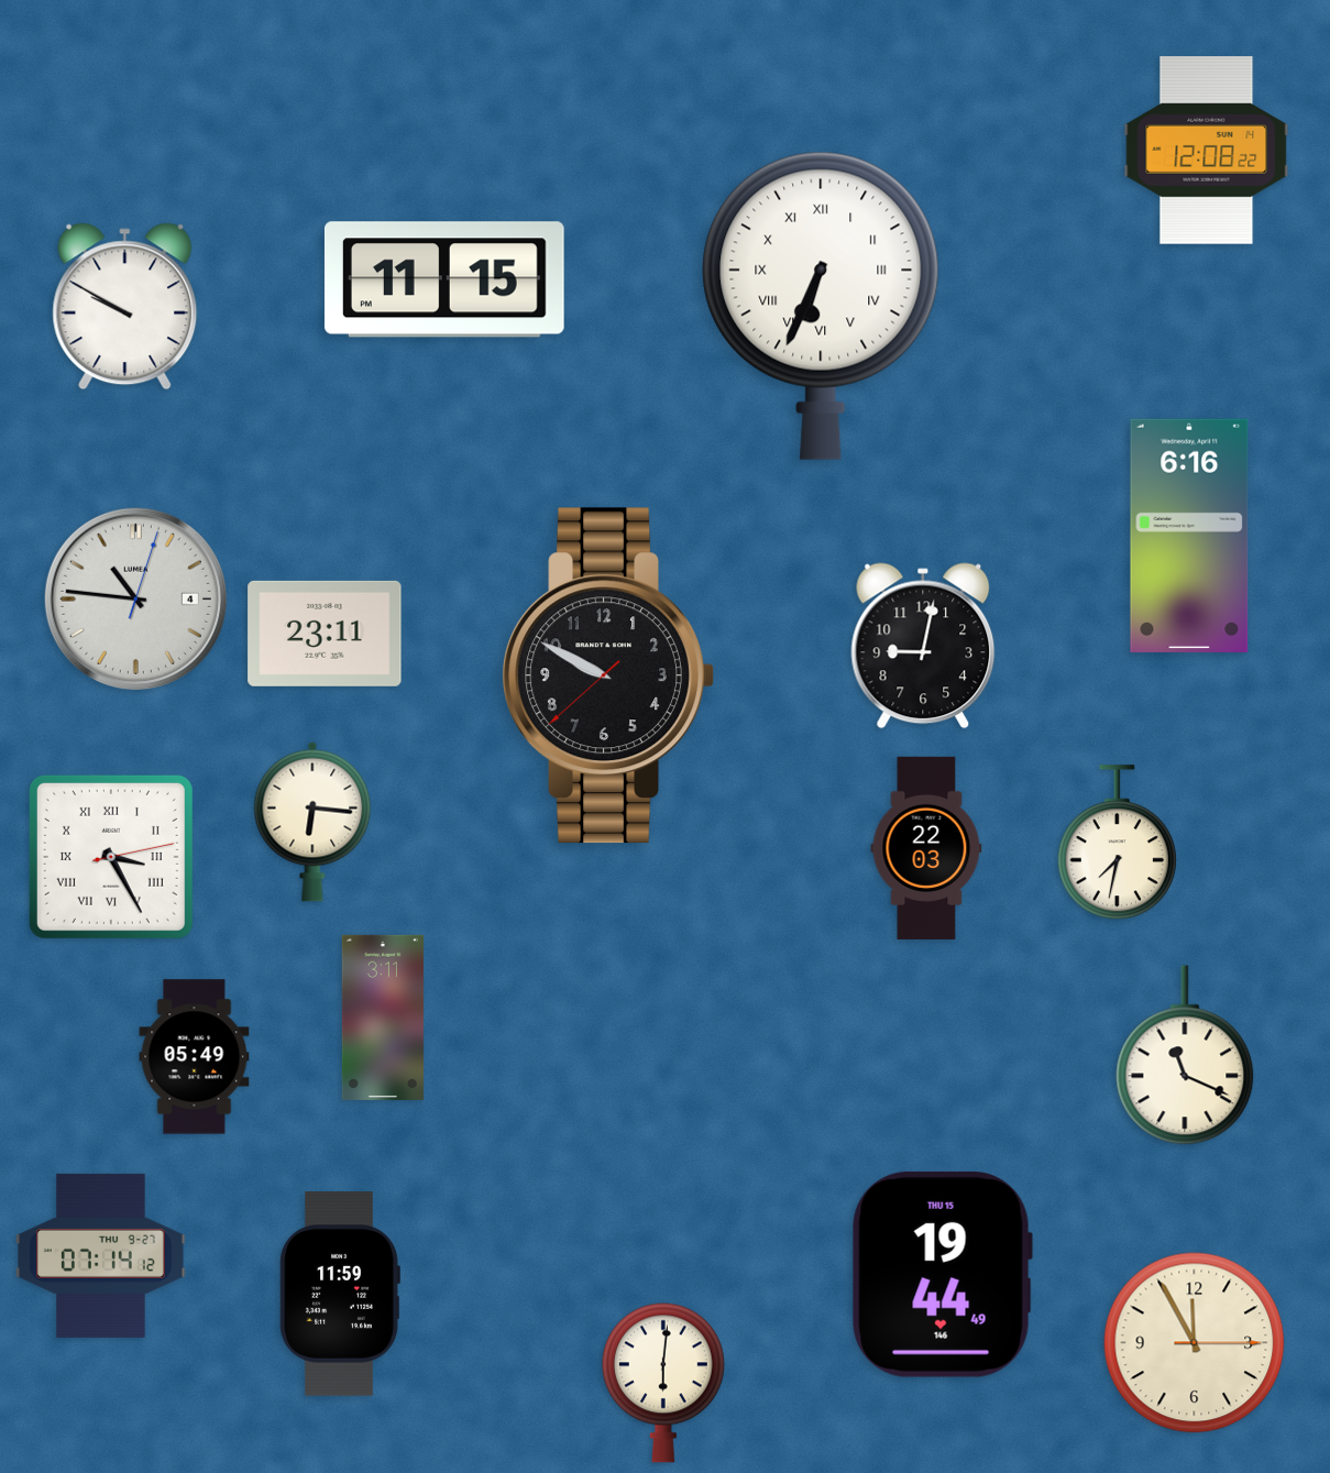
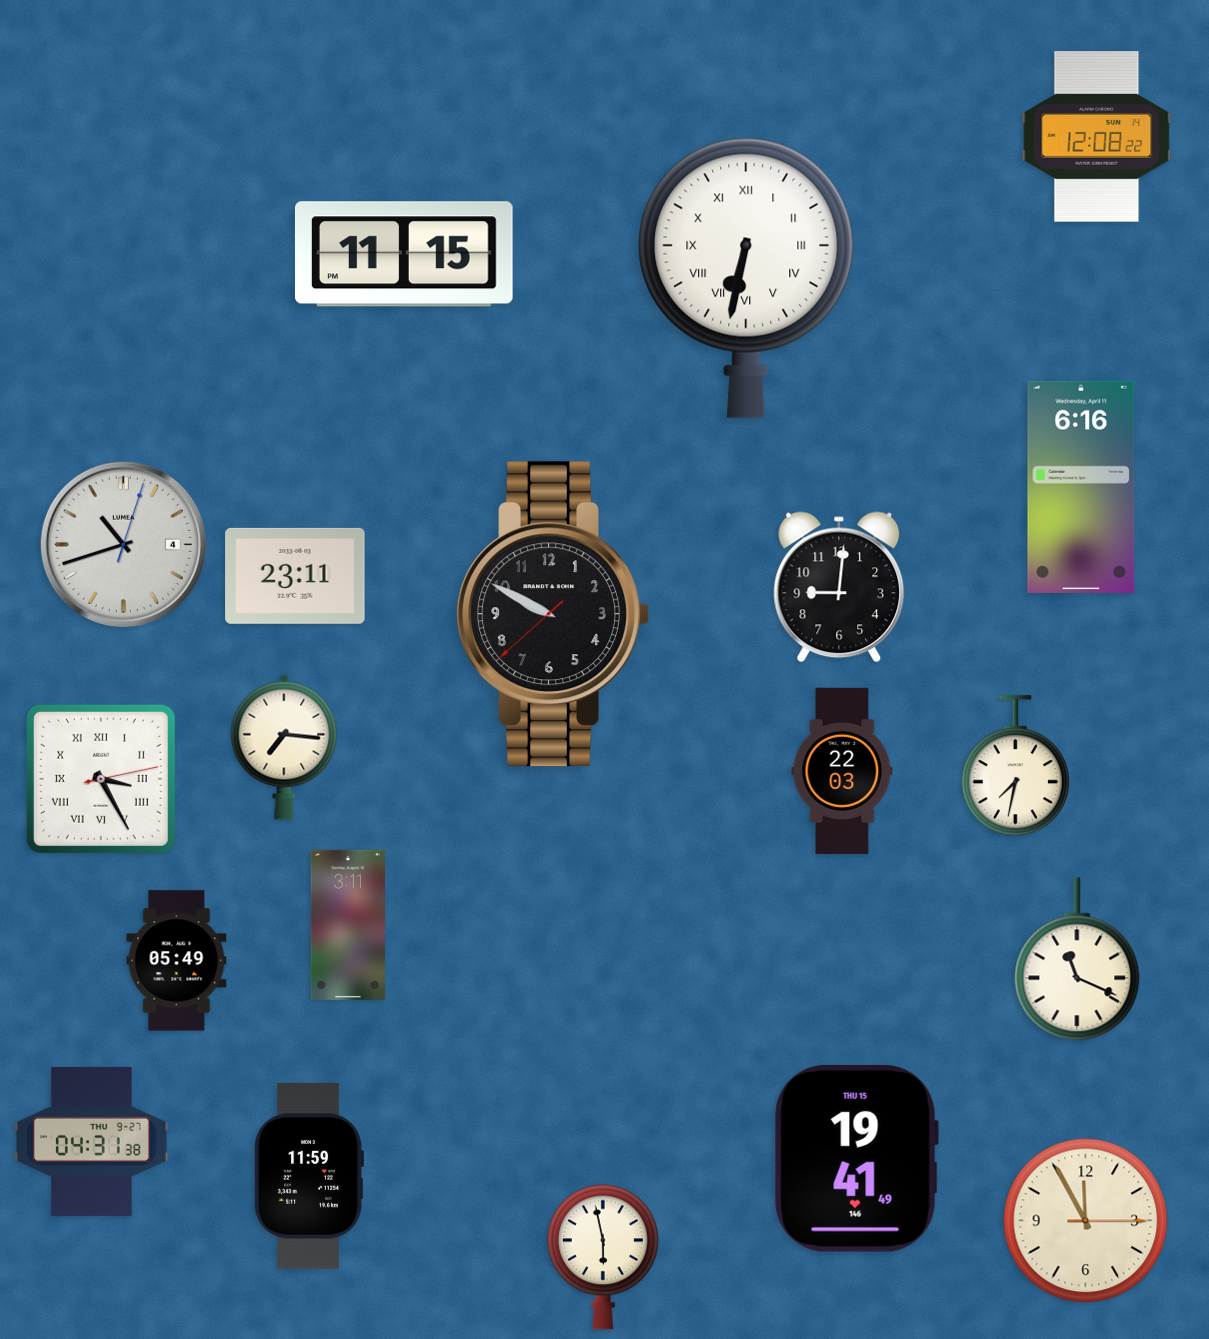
clock at (821, 306): 6:34 -> 6:32
clock at (125, 307): 9:50 -> none
clock at (135, 598): 10:46 -> 10:42
clock at (923, 646): 9:02 -> 9:01
clock at (312, 822): 6:16 -> 7:16
clock at (101, 1255): 07:14 -> 04:31
clock at (942, 1274): 19:44 -> 19:41
clock at (663, 1383): 6:01 -> 5:58
